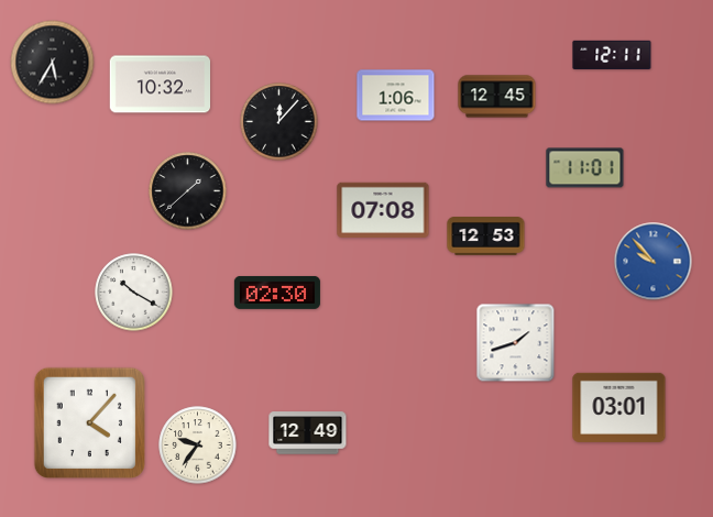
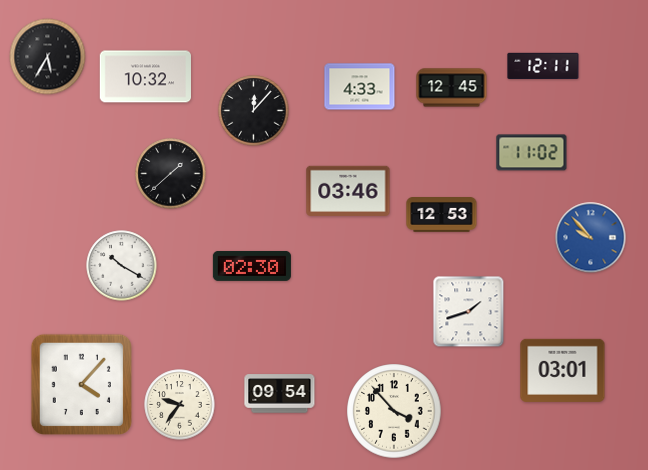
clock at (612, 55) position: (612, 55) -> (543, 66)
clock at (396, 96): 1:06 -> 4:33
clock at (585, 168): 11:01 -> 11:02
clock at (383, 210): 07:08 -> 03:46
clock at (654, 262) position: (654, 262) -> (591, 238)
clock at (308, 433): 12:49 -> 09:54
clock at (394, 411): none -> 3:53
